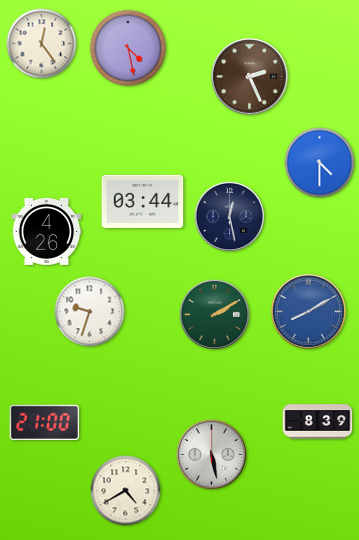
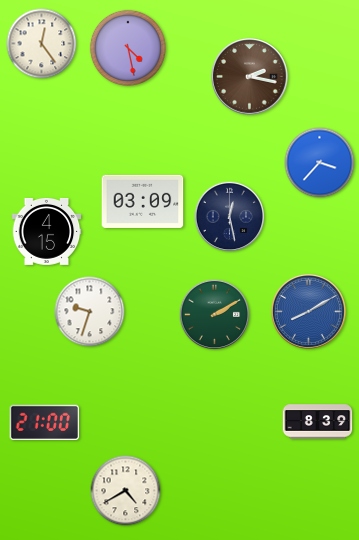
clock at (250, 77): 2:26 -> 2:17
clock at (320, 163): 4:30 -> 3:37
clock at (143, 201): 03:44 -> 03:09
clock at (47, 232): 4:26 -> 4:15
clock at (212, 455): 5:28 -> none
